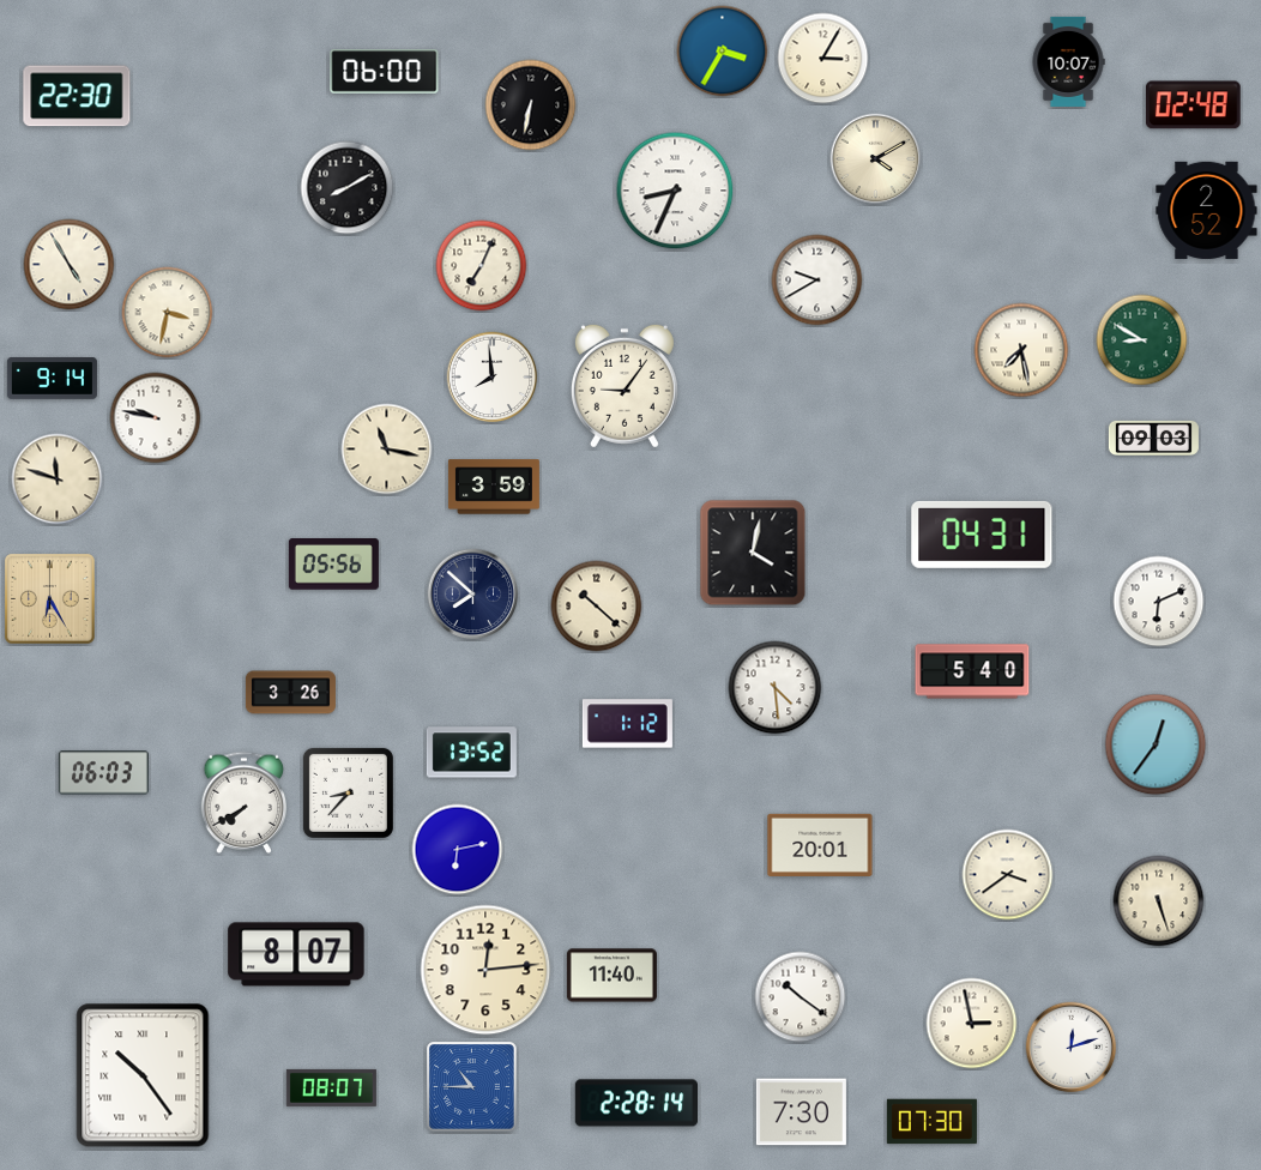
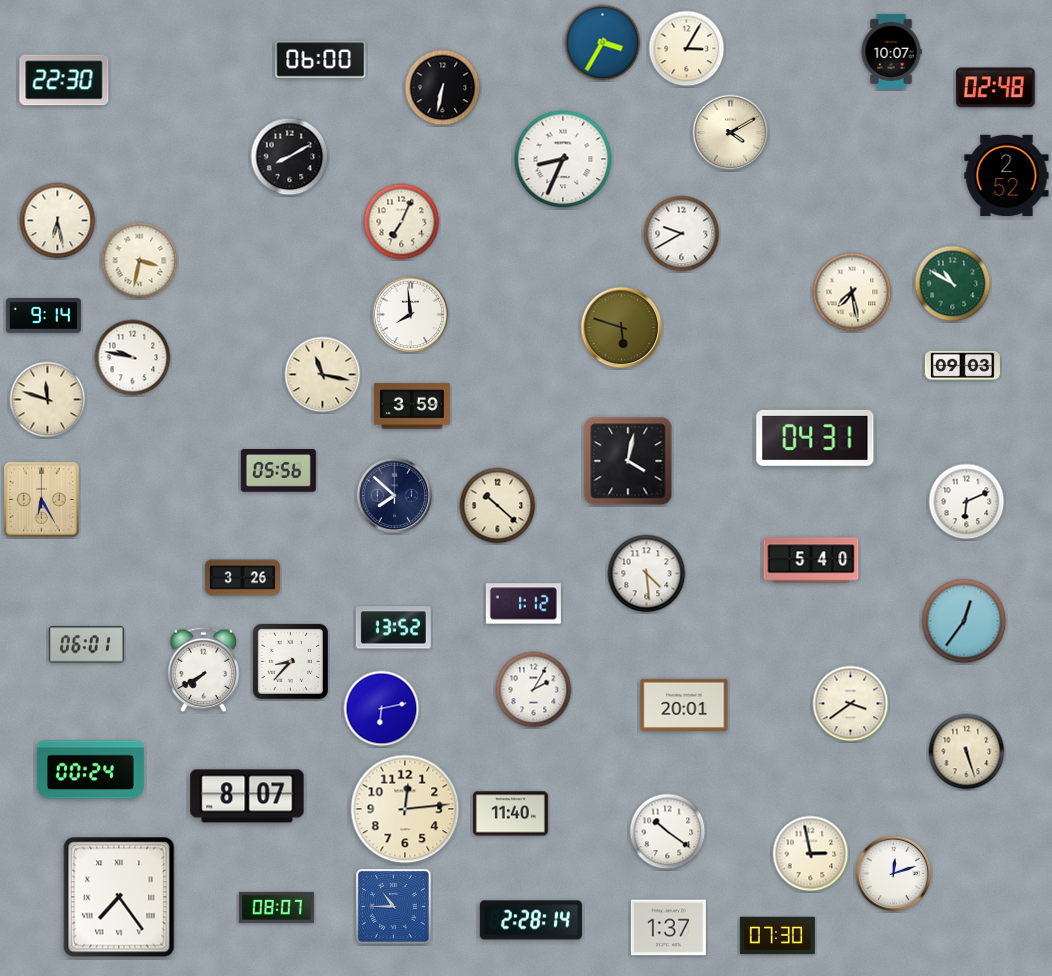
clock at (70, 265): 4:55 -> 6:28
clock at (1142, 340): 8:50 -> 10:50
clock at (625, 386): 9:06 -> none
clock at (622, 328): none -> 5:48
clock at (156, 418) position: (156, 418) -> (133, 358)
clock at (982, 535) position: (982, 535) -> (815, 438)
clock at (103, 773): 06:03 -> 06:01
clock at (534, 690): none -> 2:05
clock at (1008, 875) position: (1008, 875) -> (851, 704)
clock at (90, 770): none -> 00:24
clock at (143, 1075): 10:24 -> 7:24
clock at (801, 1112): 7:30 -> 1:37
